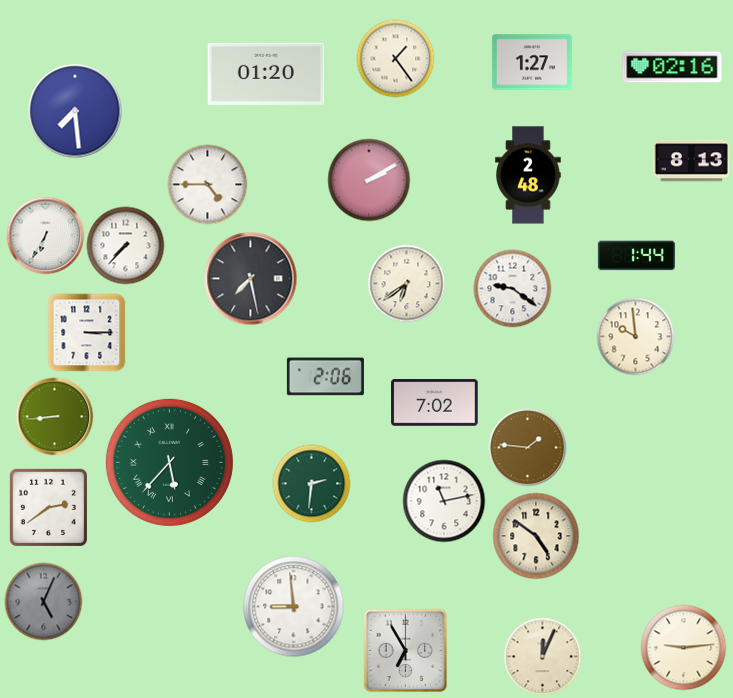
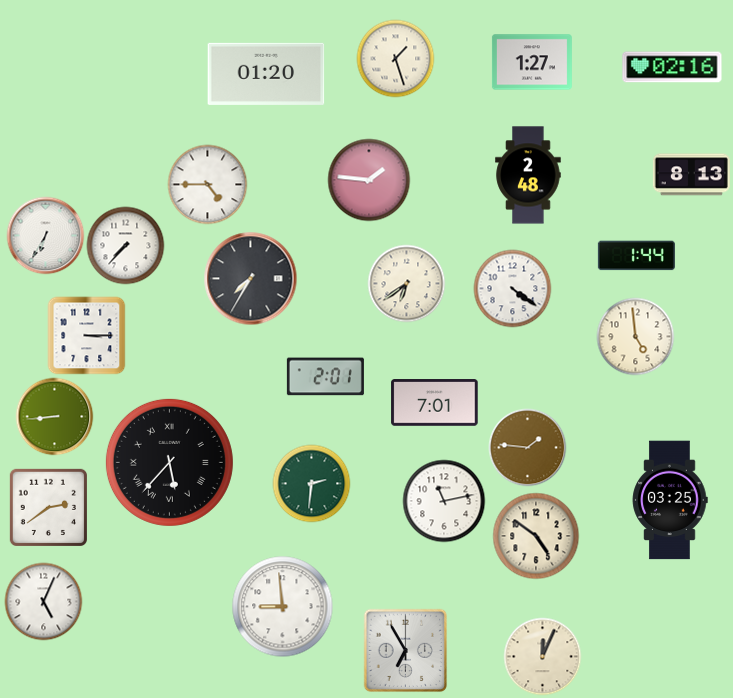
clock at (395, 58): 1:24 -> 1:27
clock at (75, 111): 7:29 -> none
clock at (691, 161) position: (691, 161) -> (691, 175)
clock at (369, 180): 2:10 -> 1:46
clock at (250, 278): 7:28 -> 7:35
clock at (512, 288): 9:21 -> 4:21
clock at (86, 332) position: (86, 332) -> (86, 335)
clock at (635, 336): 9:59 -> 4:59
clock at (325, 377): 2:06 -> 2:01
clock at (435, 403): 7:02 -> 7:01
clock at (169, 462) dial: green -> black
clock at (670, 500): none -> 03:25
clock at (43, 601) dial: grey -> white
clock at (294, 607) position: (294, 607) -> (283, 607)
clock at (683, 647): 9:14 -> none
